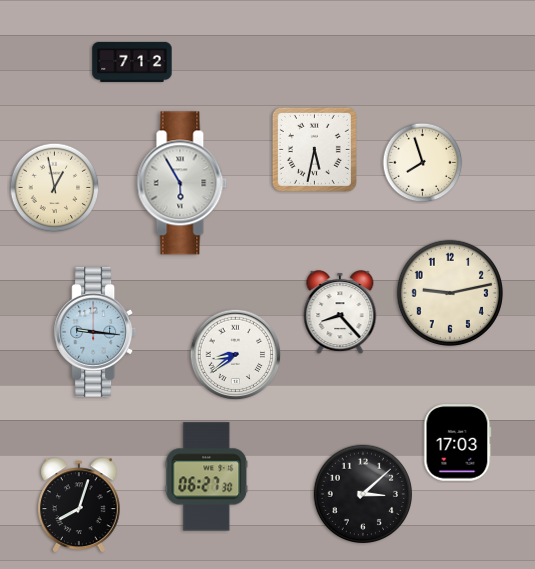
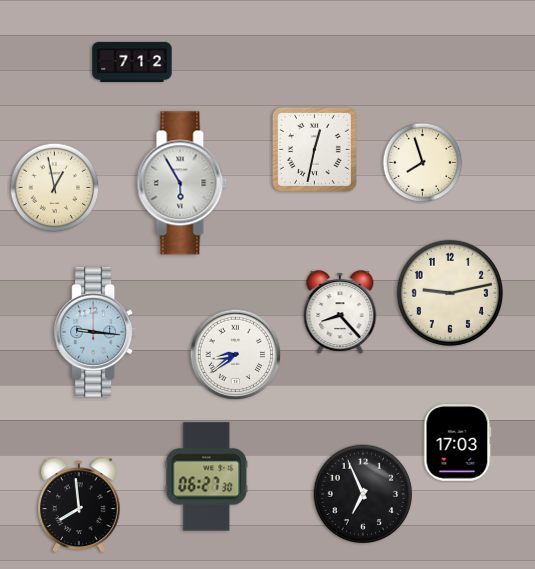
clock at (314, 149): 5:32 -> 12:32
clock at (362, 493): 3:08 -> 6:56
clock at (80, 505): 8:03 -> 7:59
